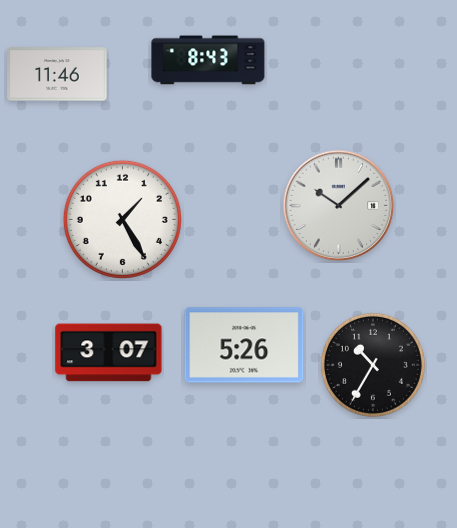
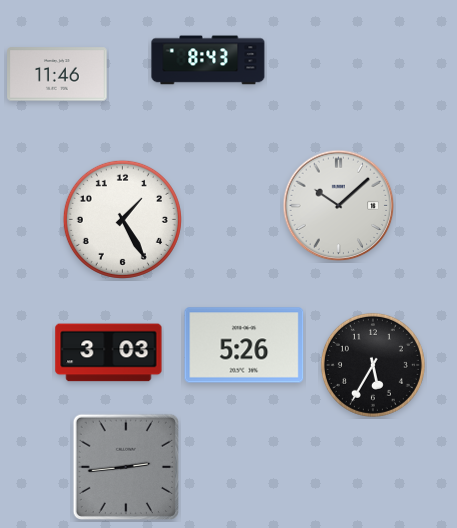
clock at (109, 353): 3:07 -> 3:03
clock at (373, 365): 10:35 -> 5:35
clock at (126, 467): none -> 2:44
